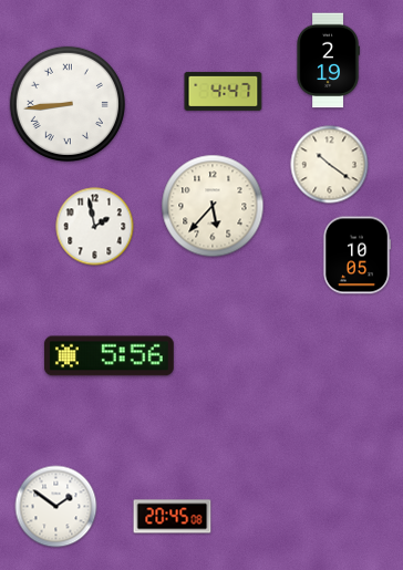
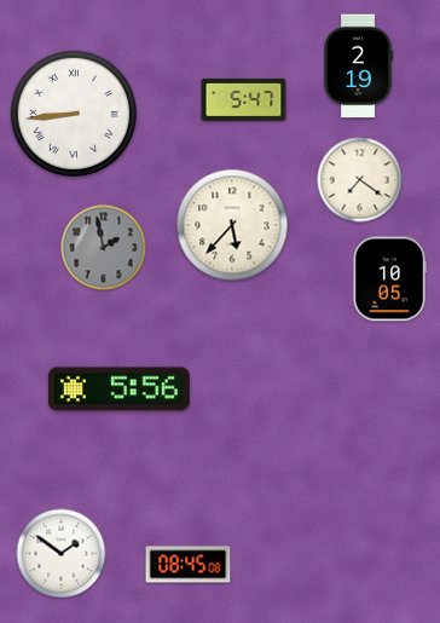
clock at (224, 91): 4:47 -> 5:47
clock at (330, 165): 10:21 -> 7:21
clock at (95, 227) dial: white -> grey
clock at (173, 517): 20:45 -> 08:45
